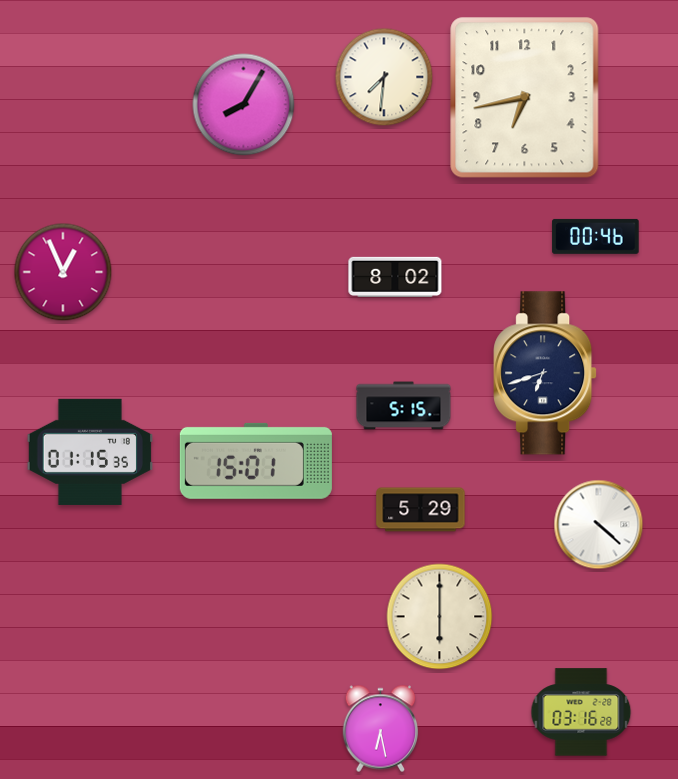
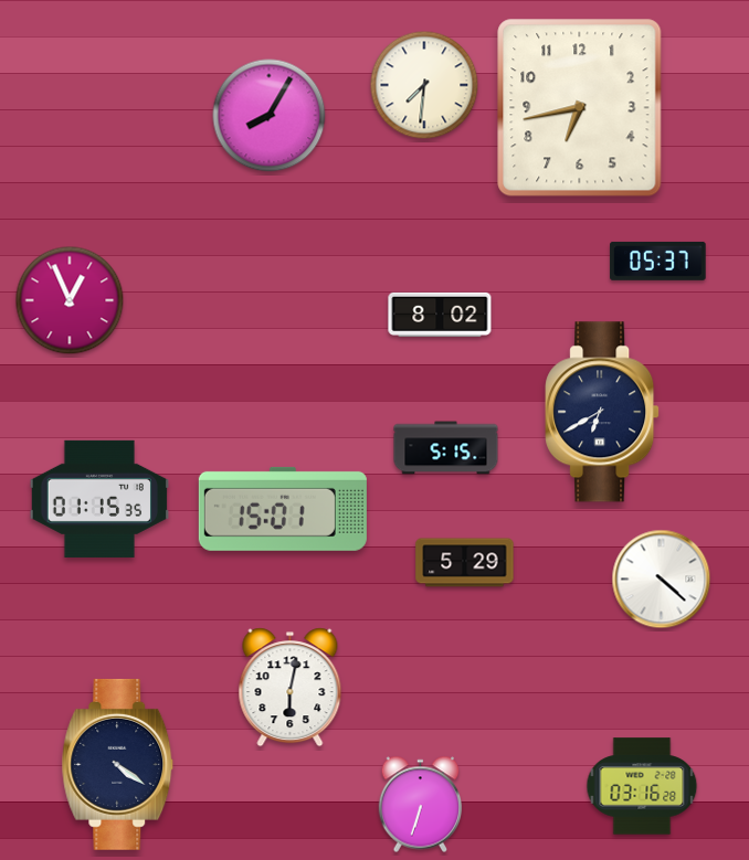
clock at (596, 236): 00:46 -> 05:37
clock at (395, 277) position: (395, 277) -> (440, 315)
clock at (545, 373): 6:42 -> 6:40
clock at (440, 617): 6:00 -> none
clock at (291, 688): none -> 6:02
clock at (118, 764): none -> 4:21
clock at (381, 729): 6:28 -> 6:33
